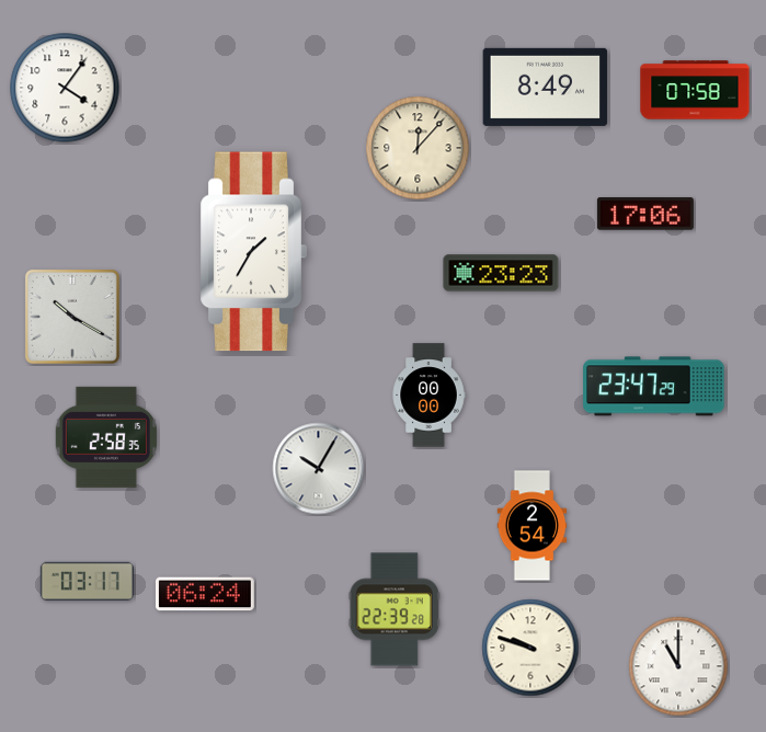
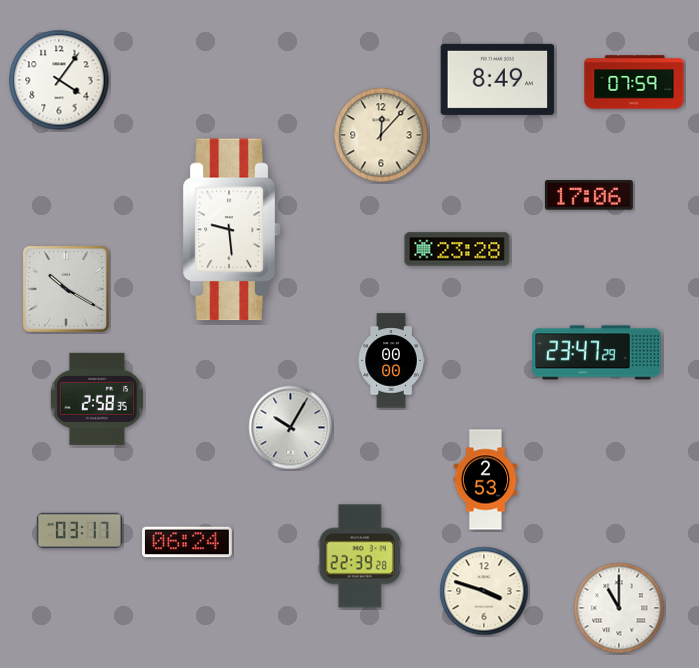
clock at (695, 90): 07:58 -> 07:59
clock at (253, 252): 1:35 -> 9:29
clock at (501, 273): 23:23 -> 23:28
clock at (533, 526): 2:54 -> 2:53
clock at (530, 648): 9:48 -> 3:48
